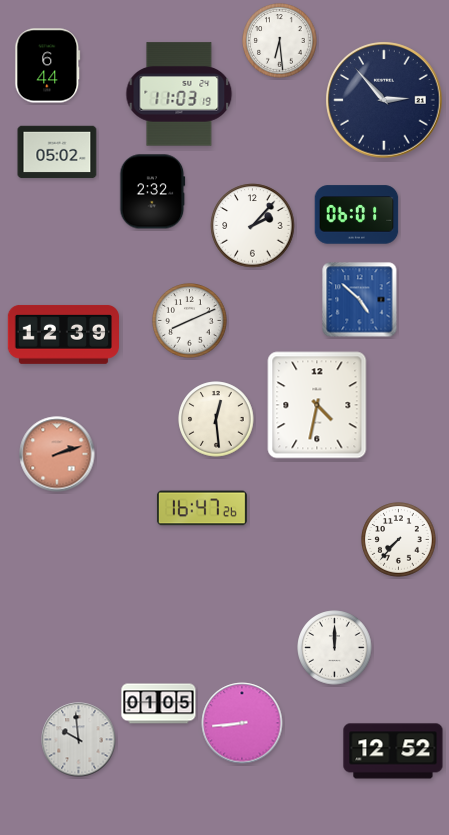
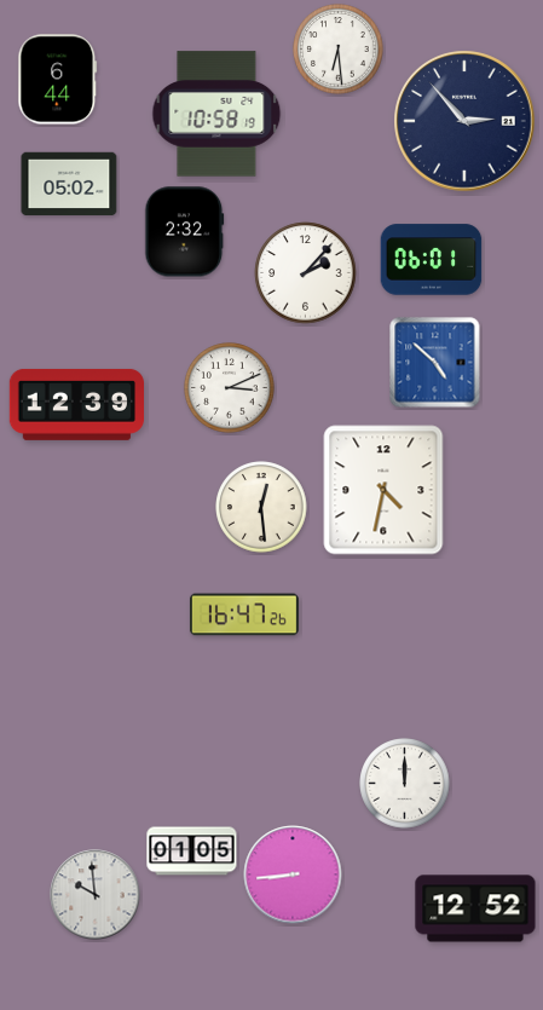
clock at (179, 94): 11:03 -> 10:58
clock at (190, 321): 8:11 -> 3:11
clock at (57, 454): 2:12 -> none
clock at (399, 540): 7:37 -> none
